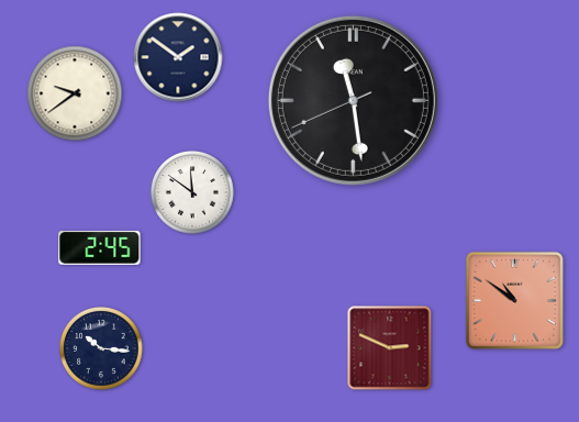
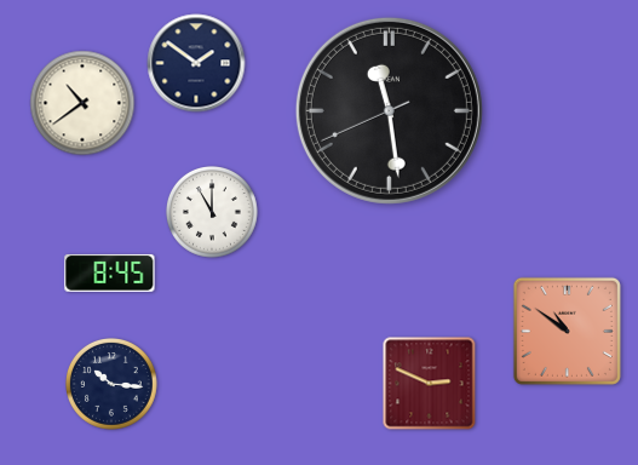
clock at (75, 93): 9:39 -> 10:39
clock at (193, 193): 11:51 -> 11:00
clock at (100, 247): 2:45 -> 8:45
